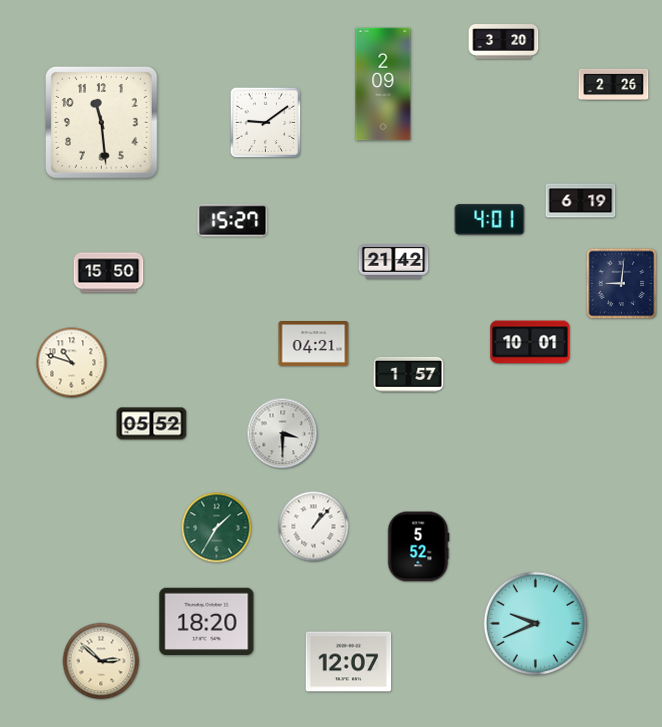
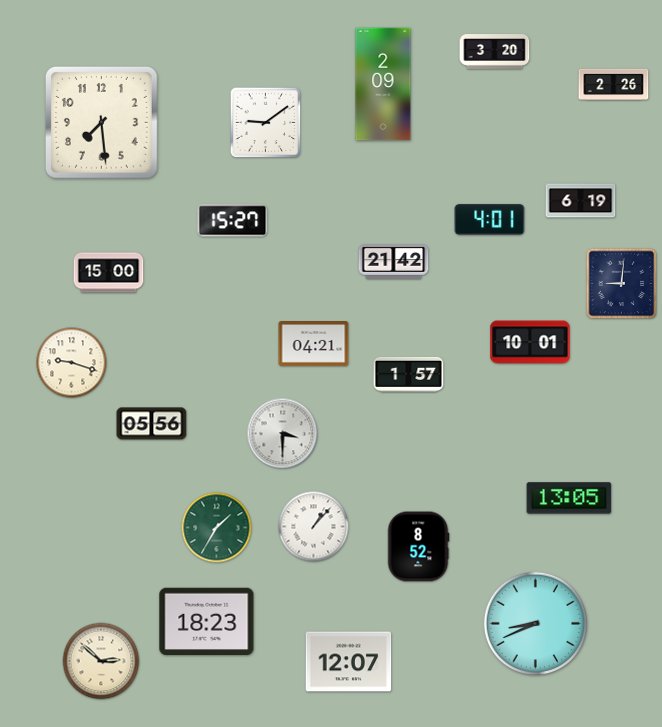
clock at (504, 42) position: (504, 42) -> (495, 52)
clock at (101, 122): 11:29 -> 7:29
clock at (109, 273): 15:50 -> 15:00
clock at (72, 363): 10:48 -> 9:18
clock at (152, 424): 05:52 -> 05:56
clock at (569, 498): none -> 13:05
clock at (418, 547): 5:52 -> 8:52
clock at (207, 621): 18:20 -> 18:23
clock at (535, 623): 9:41 -> 8:41
